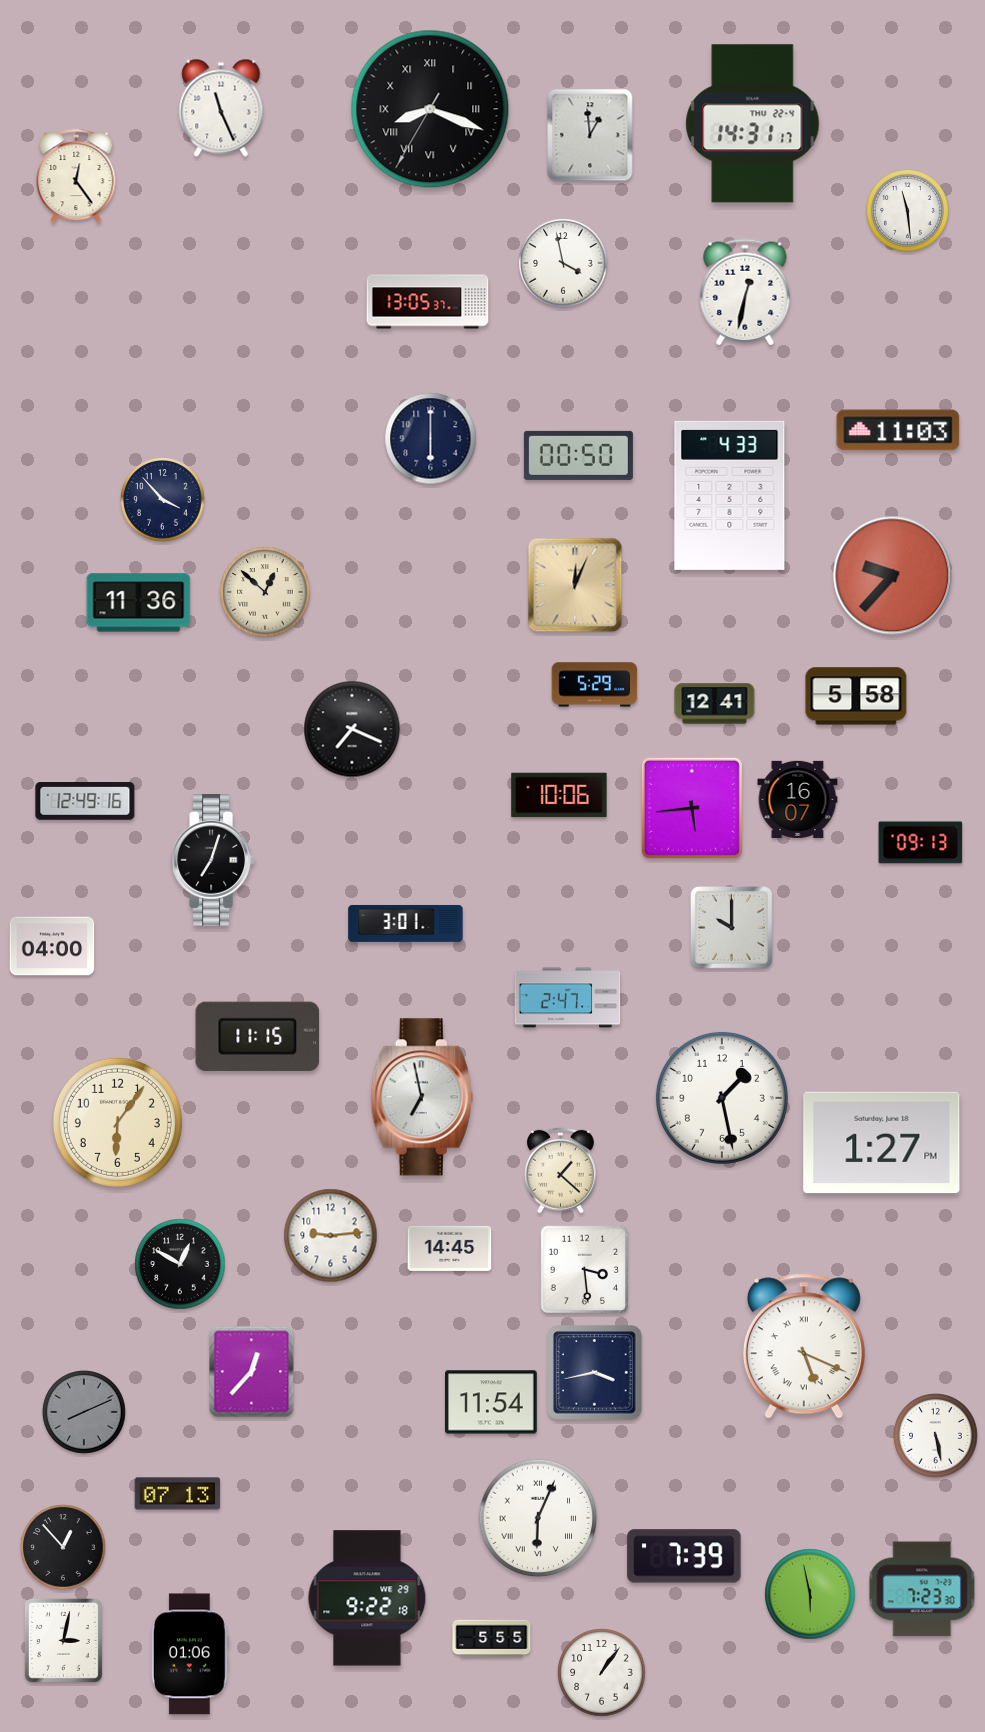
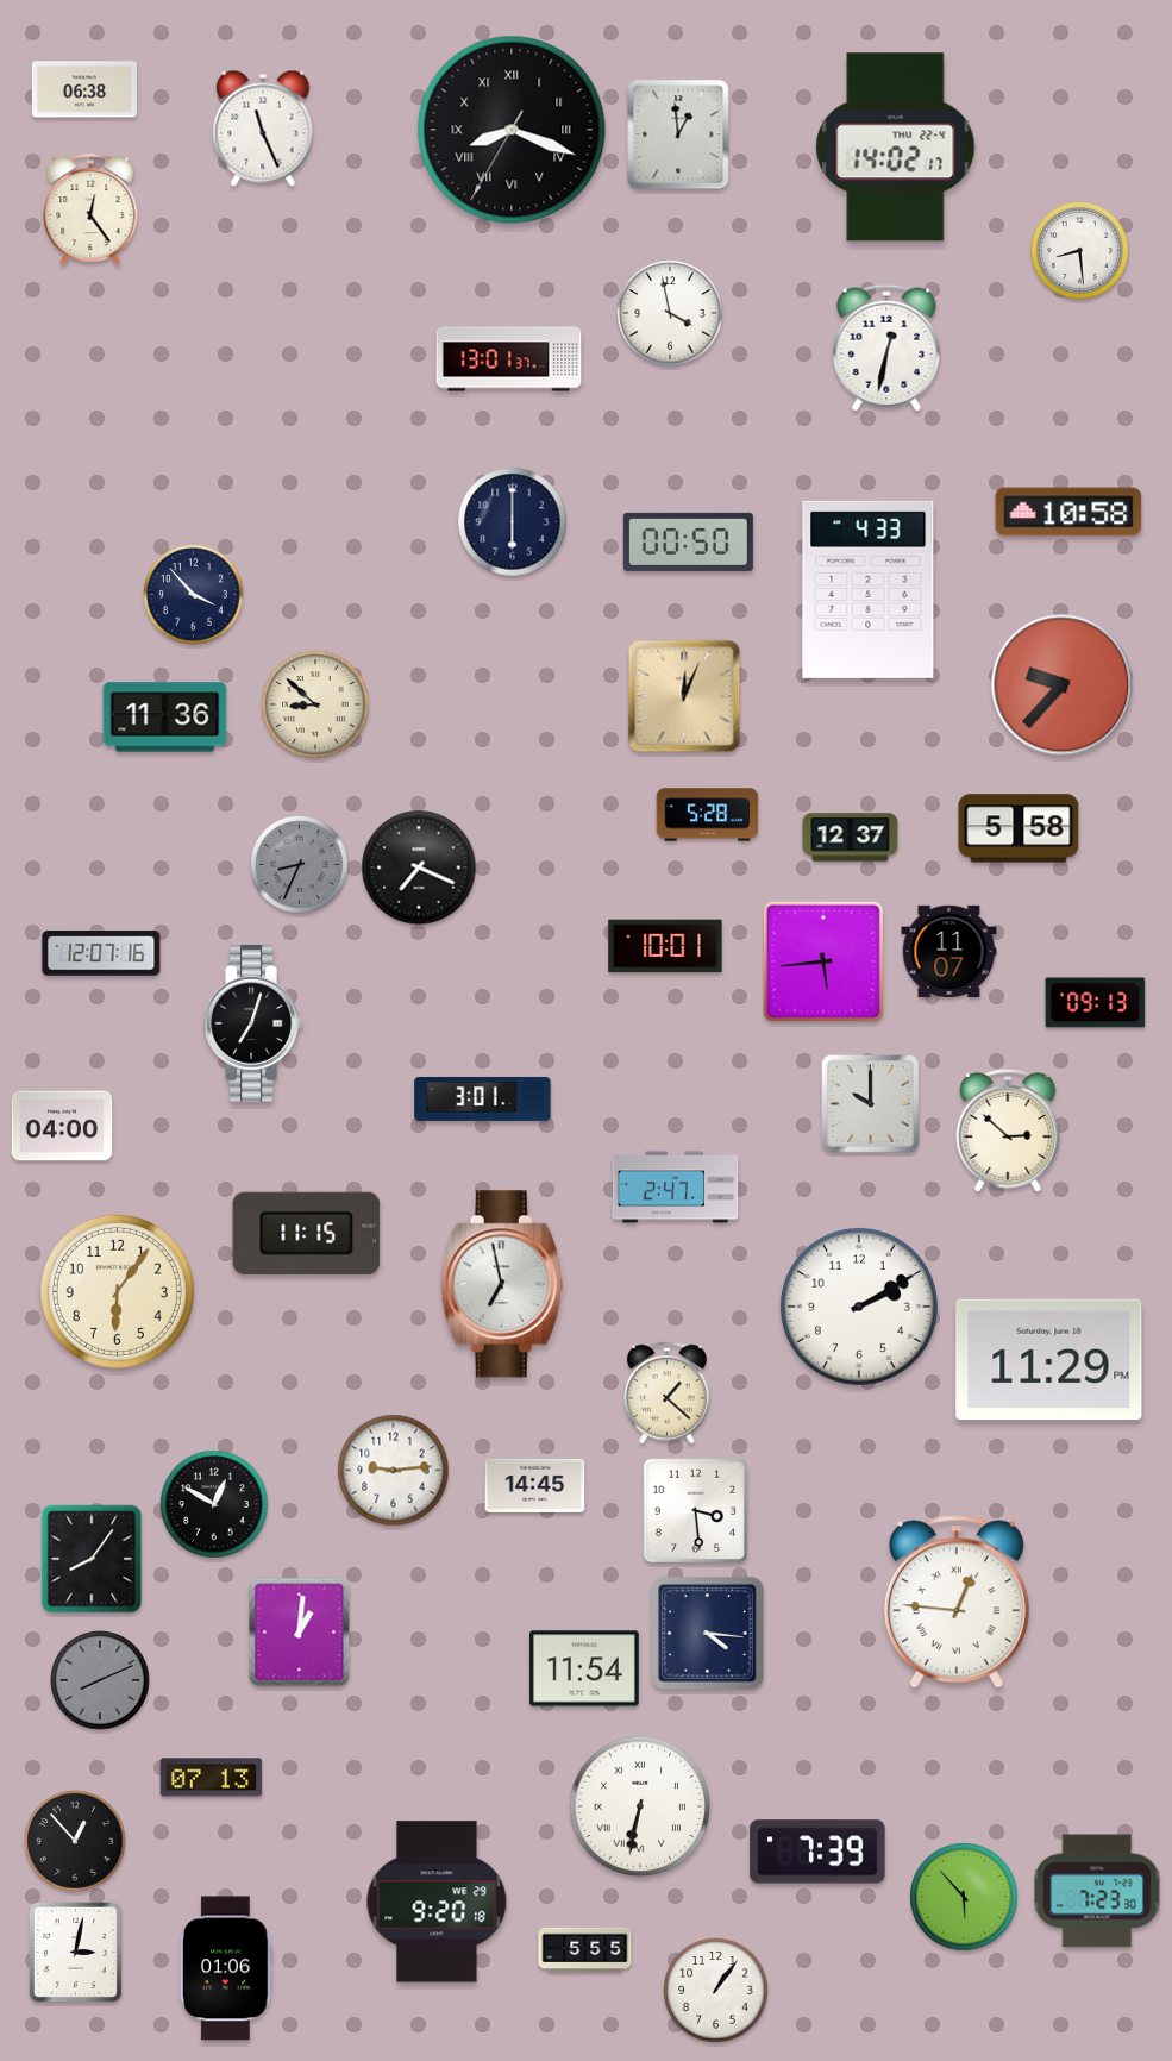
clock at (84, 89): none -> 06:38
clock at (753, 124): 14:31 -> 14:02
clock at (590, 135) position: (590, 135) -> (678, 134)
clock at (908, 211): 11:29 -> 8:29
clock at (428, 302): 13:05 -> 13:01
clock at (898, 430): 11:03 -> 10:58
clock at (265, 592): 12:52 -> 8:52
clock at (595, 685): 5:29 -> 5:28
clock at (715, 704): 12:41 -> 12:37
clock at (300, 865): none -> 8:34
clock at (559, 795): 10:06 -> 10:01
clock at (798, 799): 16:07 -> 11:07
clock at (85, 802): 12:49 -> 12:07
clock at (1008, 1130): none -> 2:52
clock at (422, 1097) position: (422, 1097) -> (502, 1284)
clock at (722, 1098): 1:28 -> 2:10
clock at (117, 1122) position: (117, 1122) -> (117, 1291)
clock at (882, 1143): 1:27 -> 11:29
clock at (92, 1559): none -> 8:06
clock at (804, 1346): 5:19 -> 12:46
clock at (252, 1372): 12:37 -> 1:01
clock at (595, 1373): 3:43 -> 4:16
clock at (936, 1436): 5:28 -> none
clock at (538, 1518): 6:04 -> 6:32
clock at (684, 1556) position: (684, 1556) -> (817, 1852)
clock at (810, 1594): 5:58 -> 5:53
clock at (367, 1598): 9:22 -> 9:20
